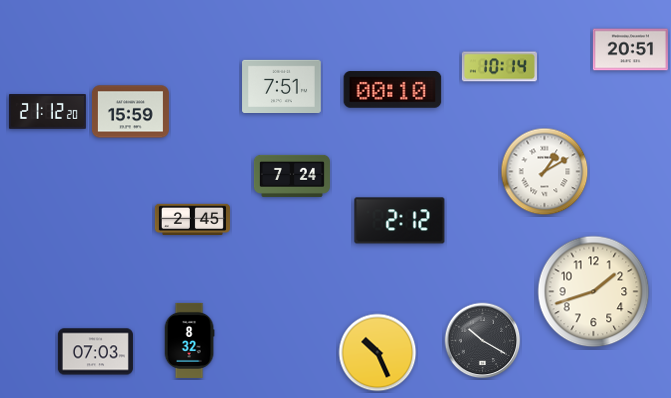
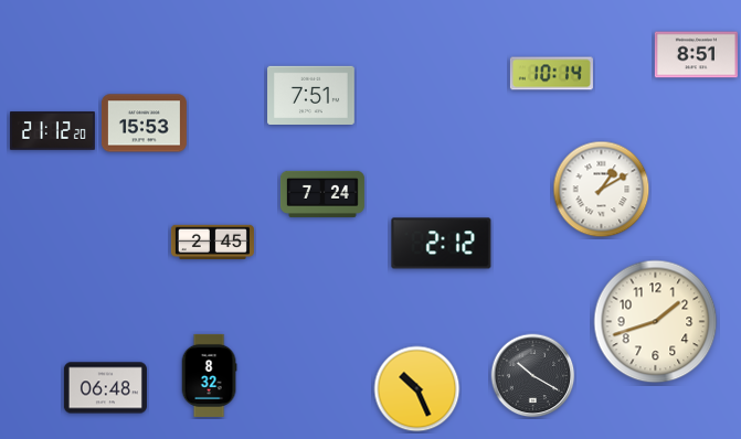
clock at (630, 50): 20:51 -> 8:51
clock at (393, 90): 00:10 -> none
clock at (47, 112) position: (47, 112) -> (52, 131)
clock at (130, 112): 15:59 -> 15:53
clock at (95, 352): 07:03 -> 06:48
